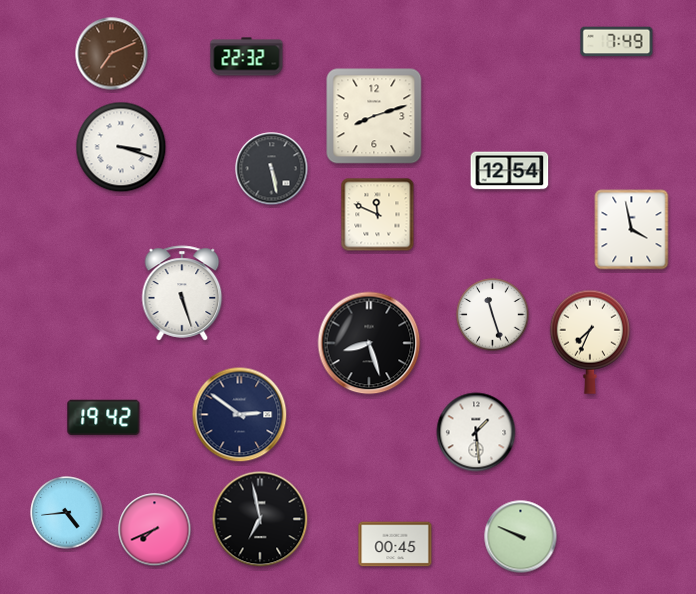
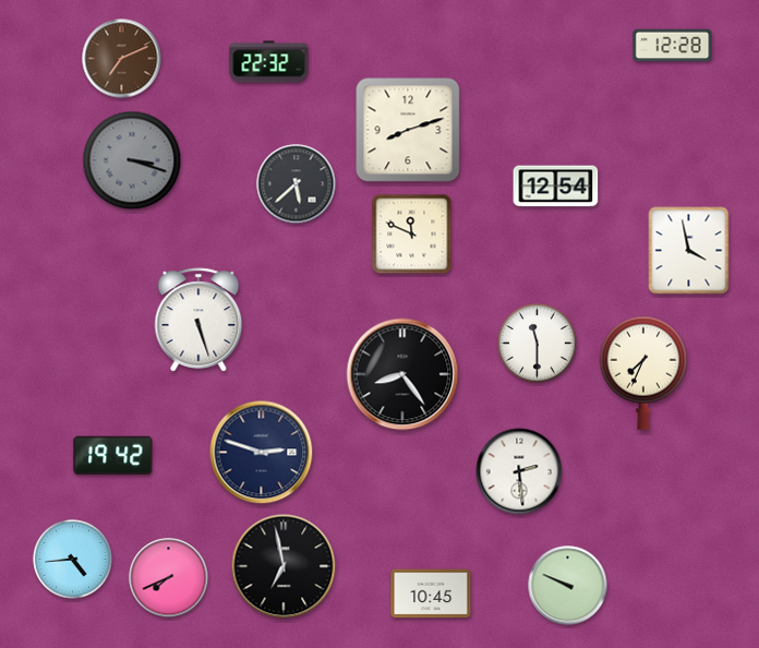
clock at (617, 42): 7:49 -> 12:28
clock at (374, 116) position: (374, 116) -> (408, 130)
clock at (121, 147) dial: white -> grey
clock at (272, 169): 5:28 -> 5:38
clock at (493, 315): 11:27 -> 11:30
clock at (369, 343): 8:27 -> 8:24
clock at (240, 415): 2:51 -> 2:48
clock at (476, 432): 1:29 -> 2:29
clock at (395, 544): 00:45 -> 10:45
